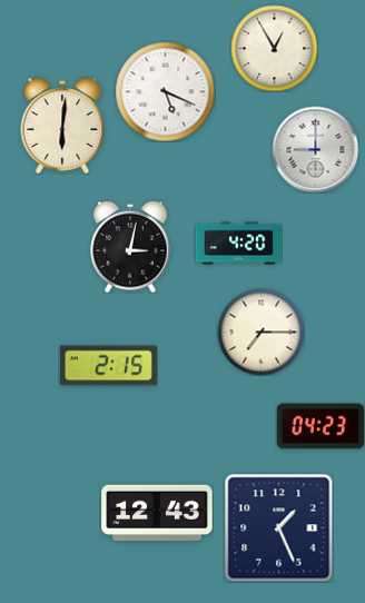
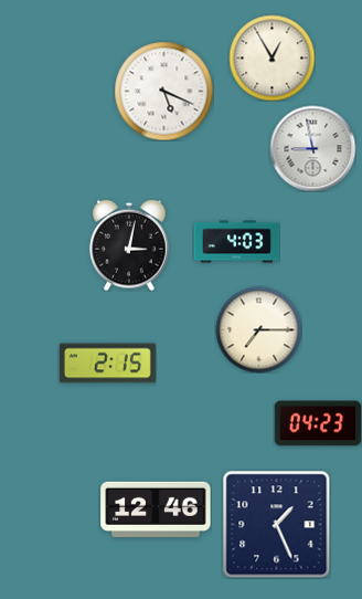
clock at (274, 48) position: (274, 48) -> (271, 57)
clock at (62, 126): 6:01 -> none
clock at (315, 149): 9:00 -> 8:58
clock at (238, 244): 4:20 -> 4:03
clock at (157, 513): 12:43 -> 12:46
